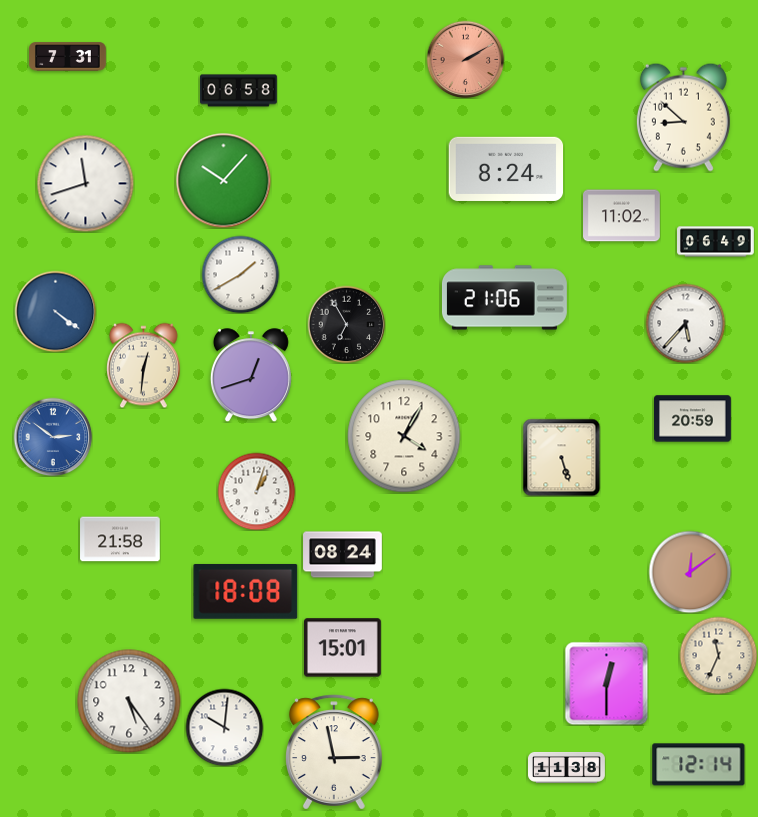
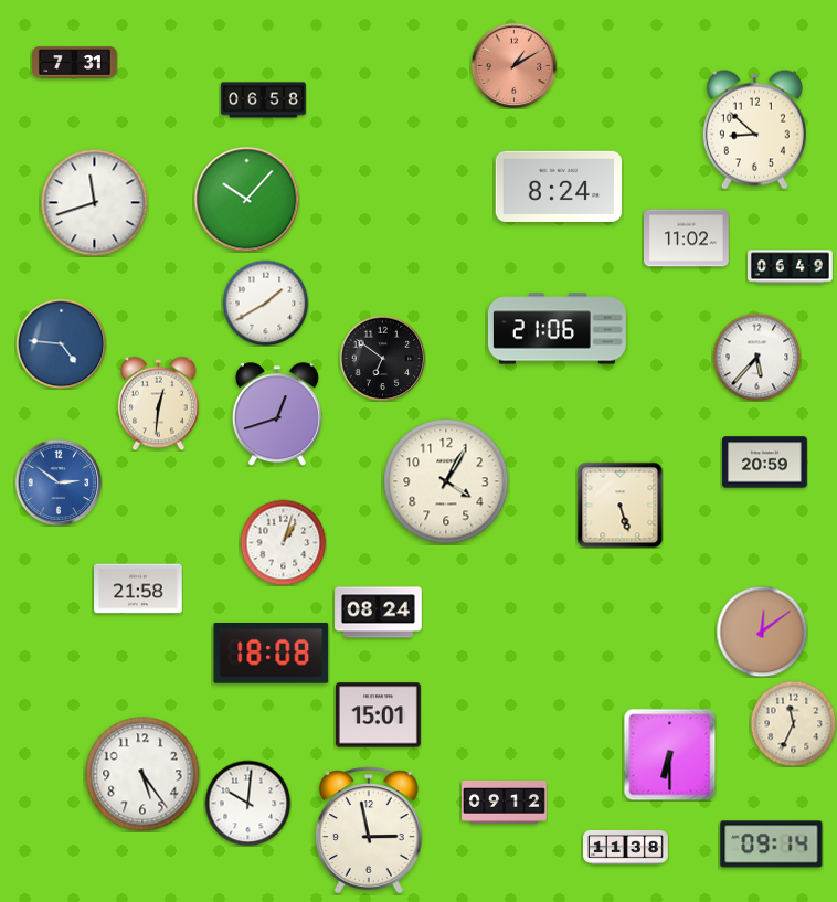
clock at (465, 59): 2:10 -> 1:10
clock at (55, 311): 4:21 -> 4:46
clock at (346, 324): 6:55 -> 6:51
clock at (120, 539) position: (120, 539) -> (138, 588)
clock at (606, 683): 12:30 -> 6:30
clock at (505, 802): none -> 09:12
clock at (699, 765): 12:14 -> 09:14
